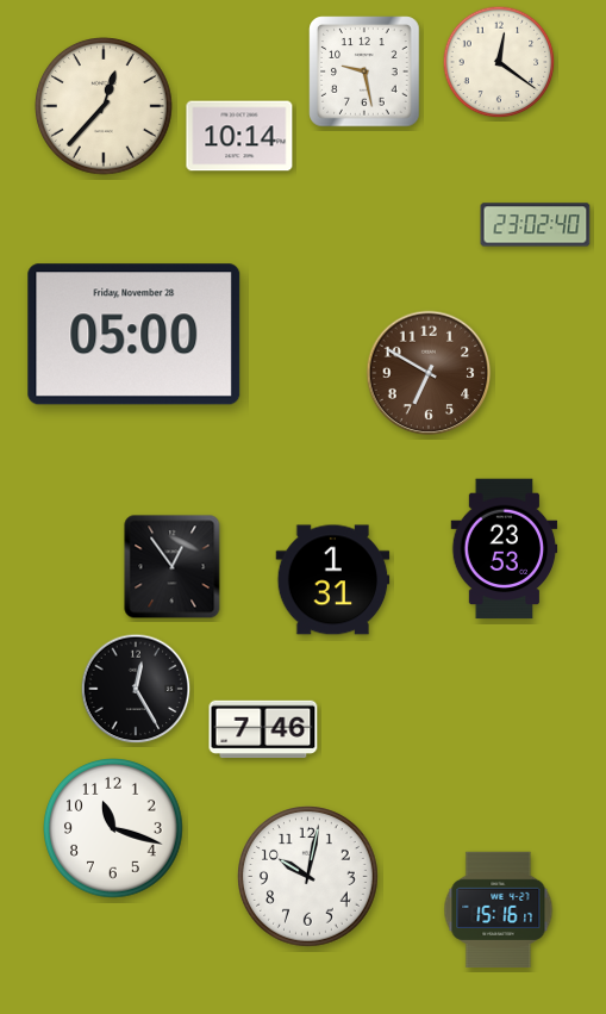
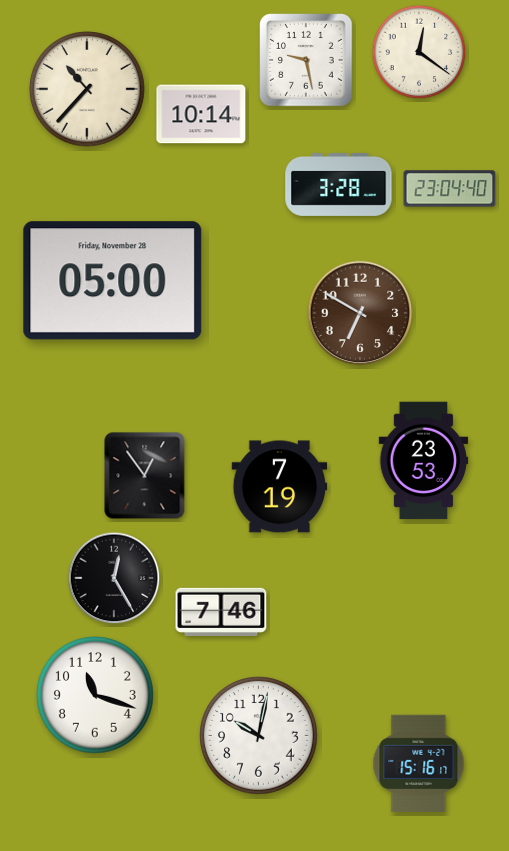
clock at (105, 107): 12:37 -> 10:37
clock at (339, 184): none -> 3:28
clock at (536, 225): 23:02 -> 23:04
clock at (333, 580): 1:31 -> 7:19
